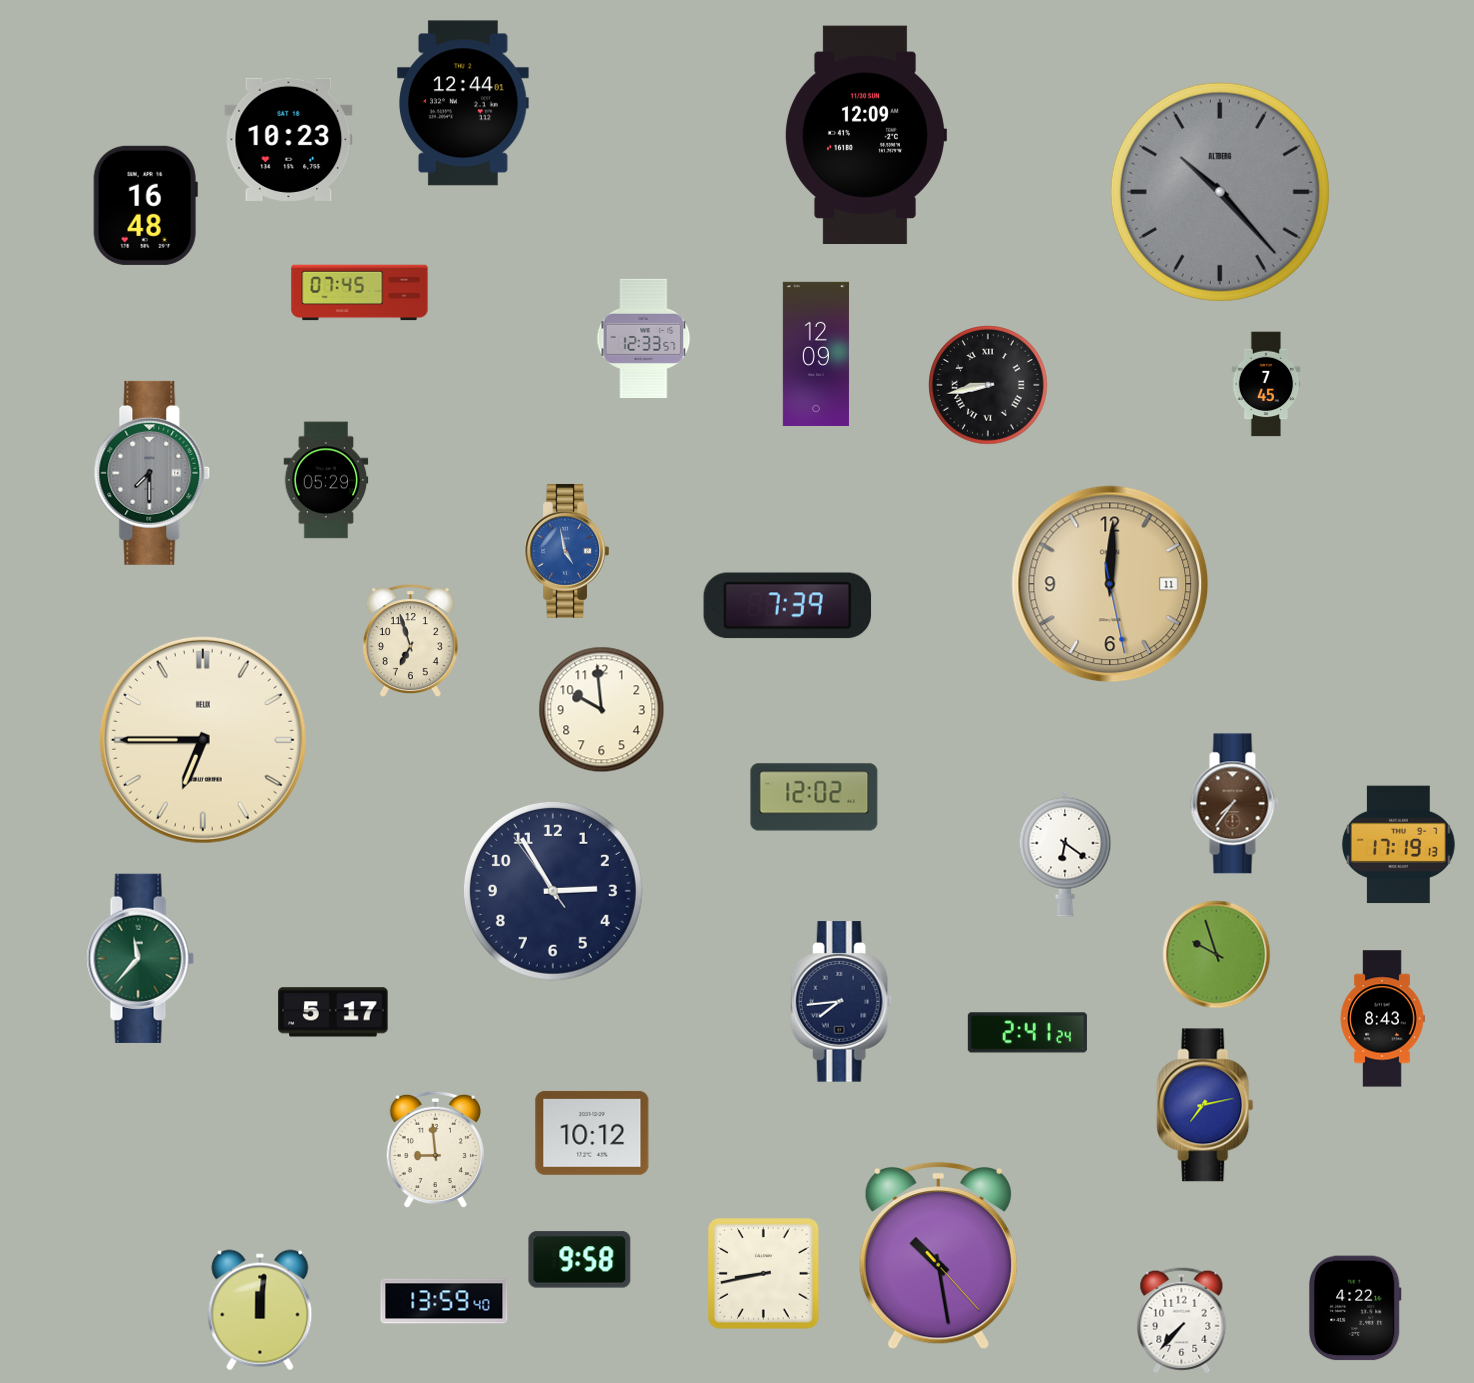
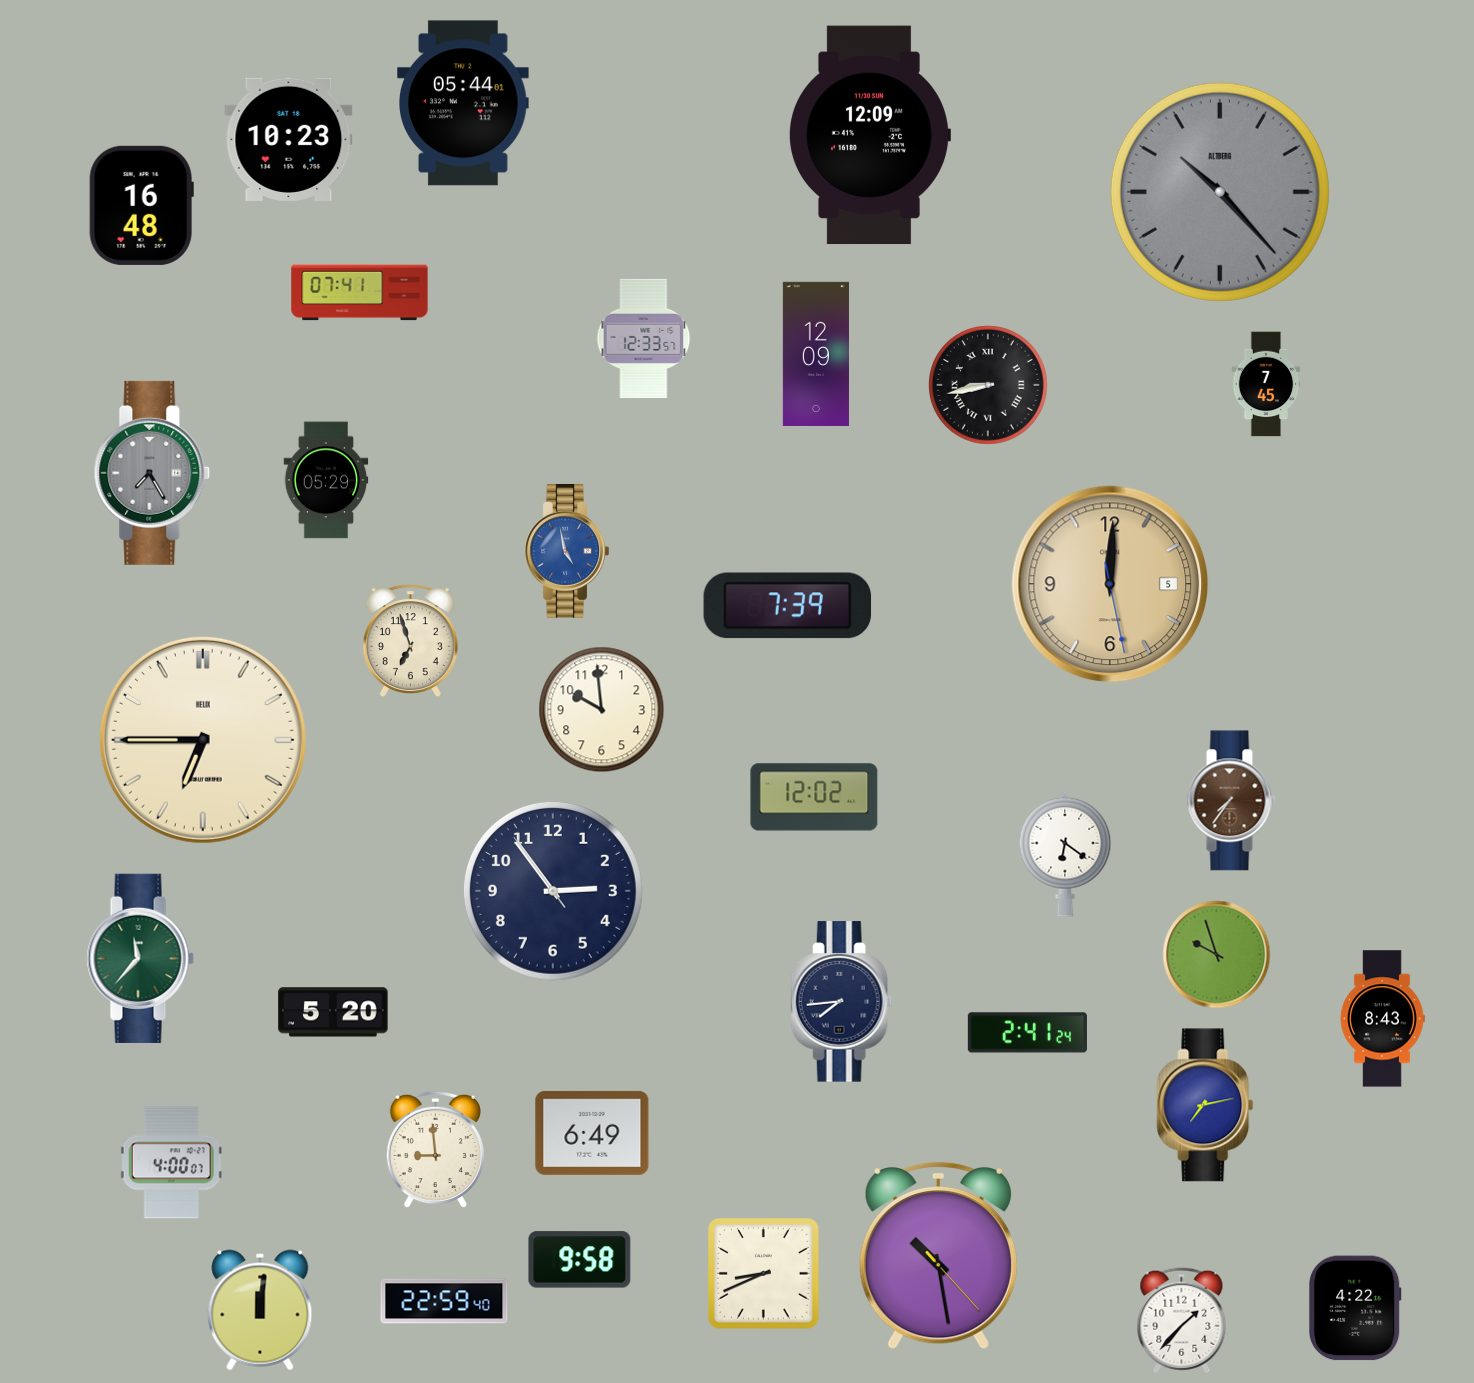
clock at (463, 103): 12:44 -> 05:44
clock at (865, 135) position: (865, 135) -> (869, 135)
clock at (145, 205) position: (145, 205) -> (141, 205)
clock at (360, 293): 07:45 -> 07:41
clock at (152, 473): 7:30 -> 7:25
clock at (1110, 584) date: 11 -> 5
clock at (1234, 804) position: (1234, 804) -> (1231, 801)
clock at (1398, 845): 17:19 -> none
clock at (553, 891): 2:54 -> 2:53
clock at (333, 1012): 5:17 -> 5:20
clock at (592, 1133): 10:12 -> 6:49
clock at (171, 1163): none -> 4:00
clock at (764, 1274): 8:43 -> 8:41
clock at (444, 1301): 13:59 -> 22:59
clock at (1182, 1321): 7:37 -> 1:37
